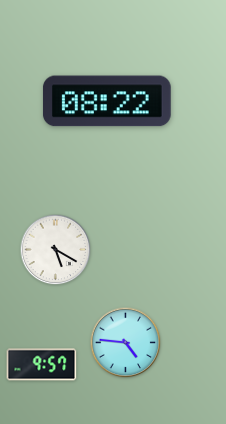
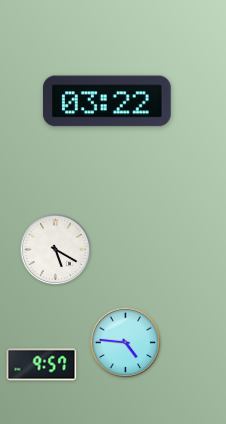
clock at (107, 101): 08:22 -> 03:22
